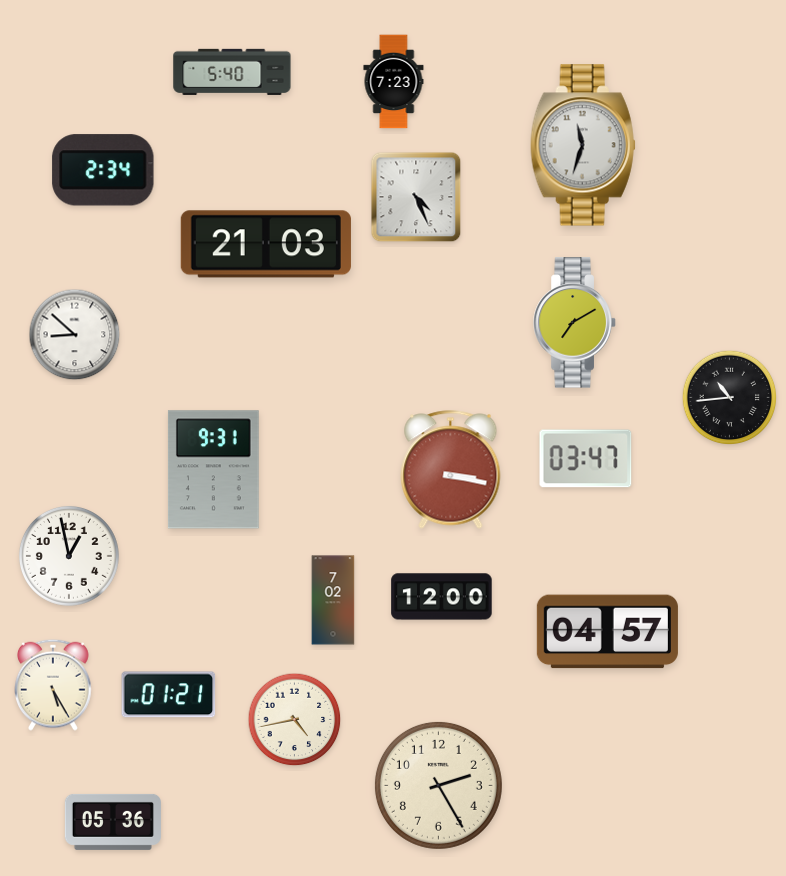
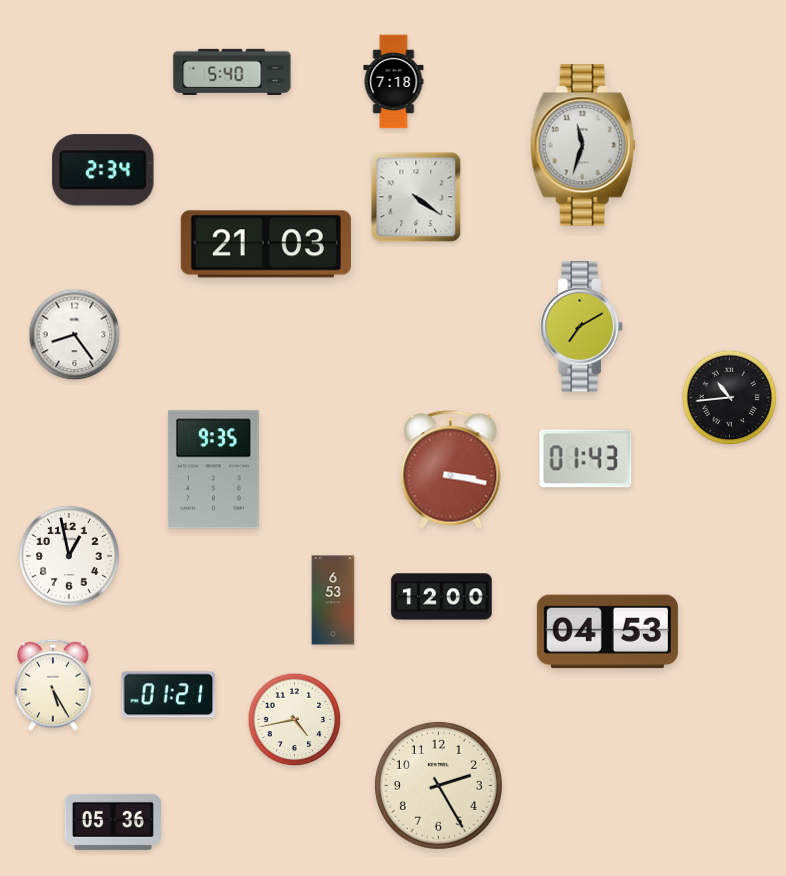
clock at (394, 82): 7:23 -> 7:18
clock at (416, 197): 4:26 -> 4:21
clock at (575, 323) position: (575, 323) -> (582, 327)
clock at (75, 335): 8:52 -> 8:24
clock at (586, 459): 03:47 -> 01:43
clock at (213, 470): 9:31 -> 9:35
clock at (333, 600): 7:02 -> 6:53
clock at (607, 632): 04:57 -> 04:53
